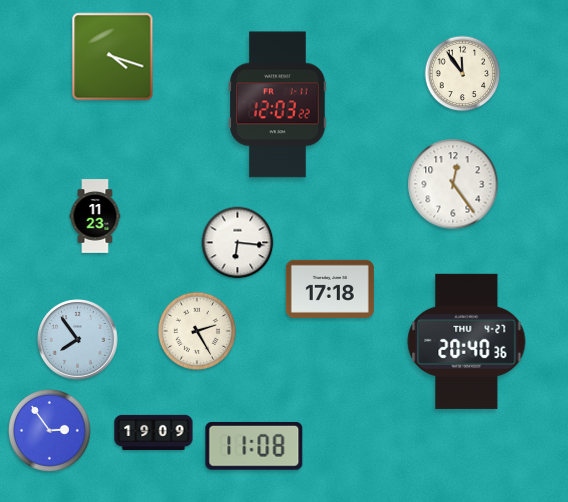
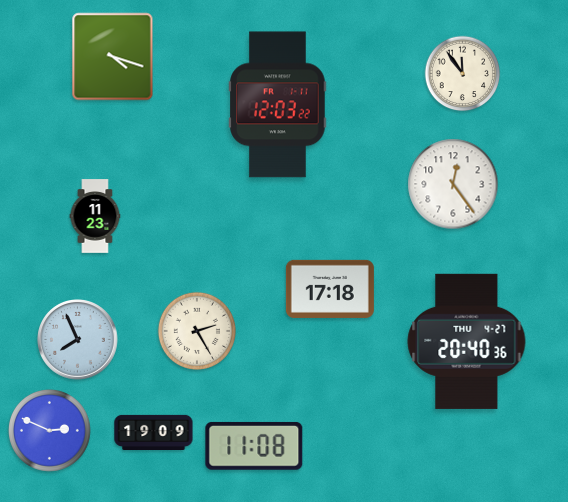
clock at (238, 243): 6:16 -> none
clock at (78, 340): 7:54 -> 7:56
clock at (49, 430): 2:54 -> 2:49
